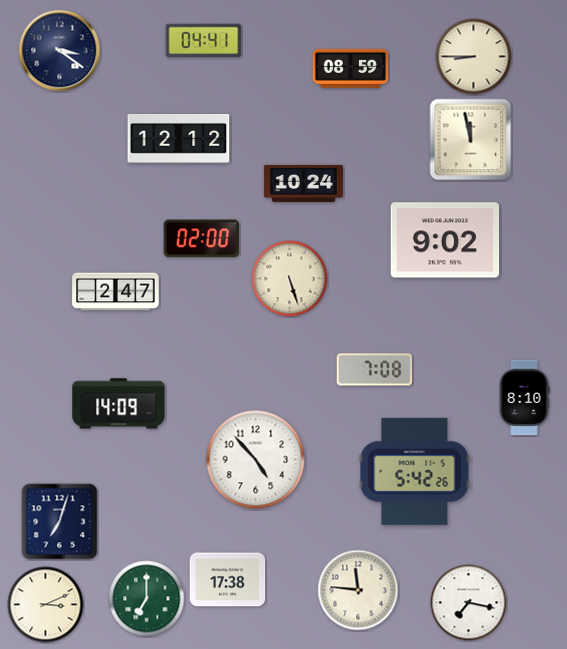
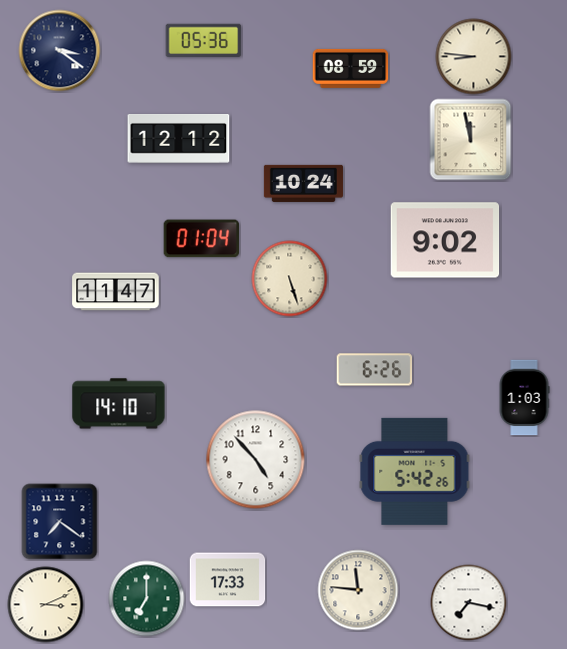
clock at (204, 41): 04:41 -> 05:36
clock at (474, 57): 8:45 -> 8:46
clock at (202, 239): 02:00 -> 01:04
clock at (116, 292): 2:47 -> 11:47
clock at (375, 370): 7:08 -> 6:26
clock at (524, 398): 8:10 -> 1:03
clock at (119, 404): 14:09 -> 14:10
clock at (60, 522): 7:03 -> 7:21
clock at (228, 580): 17:38 -> 17:33
